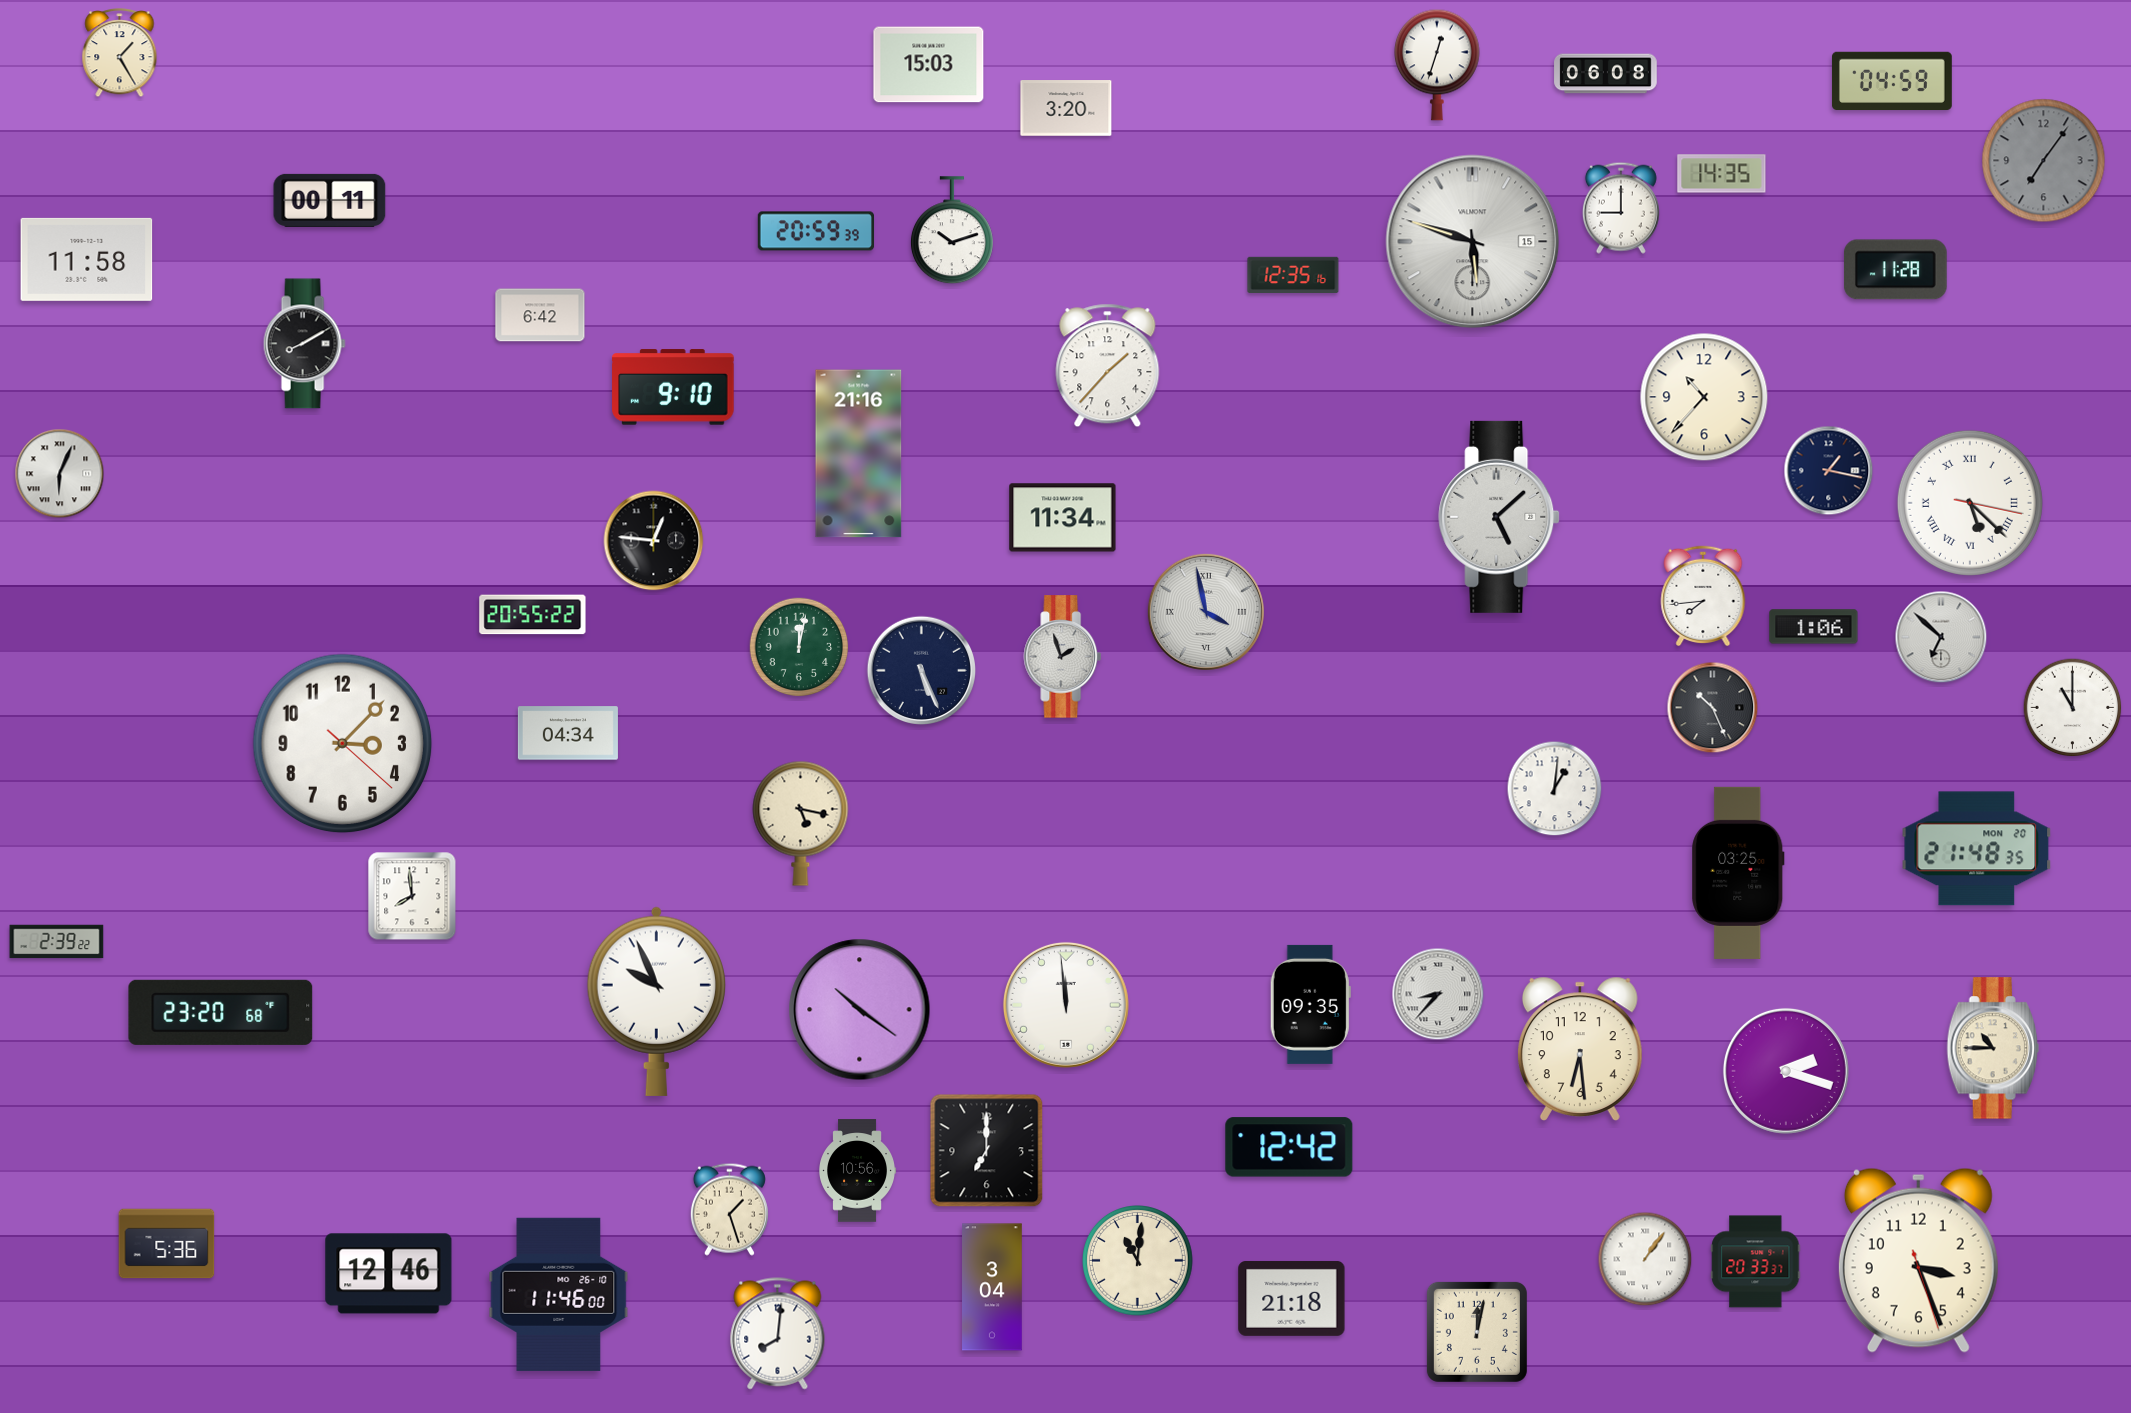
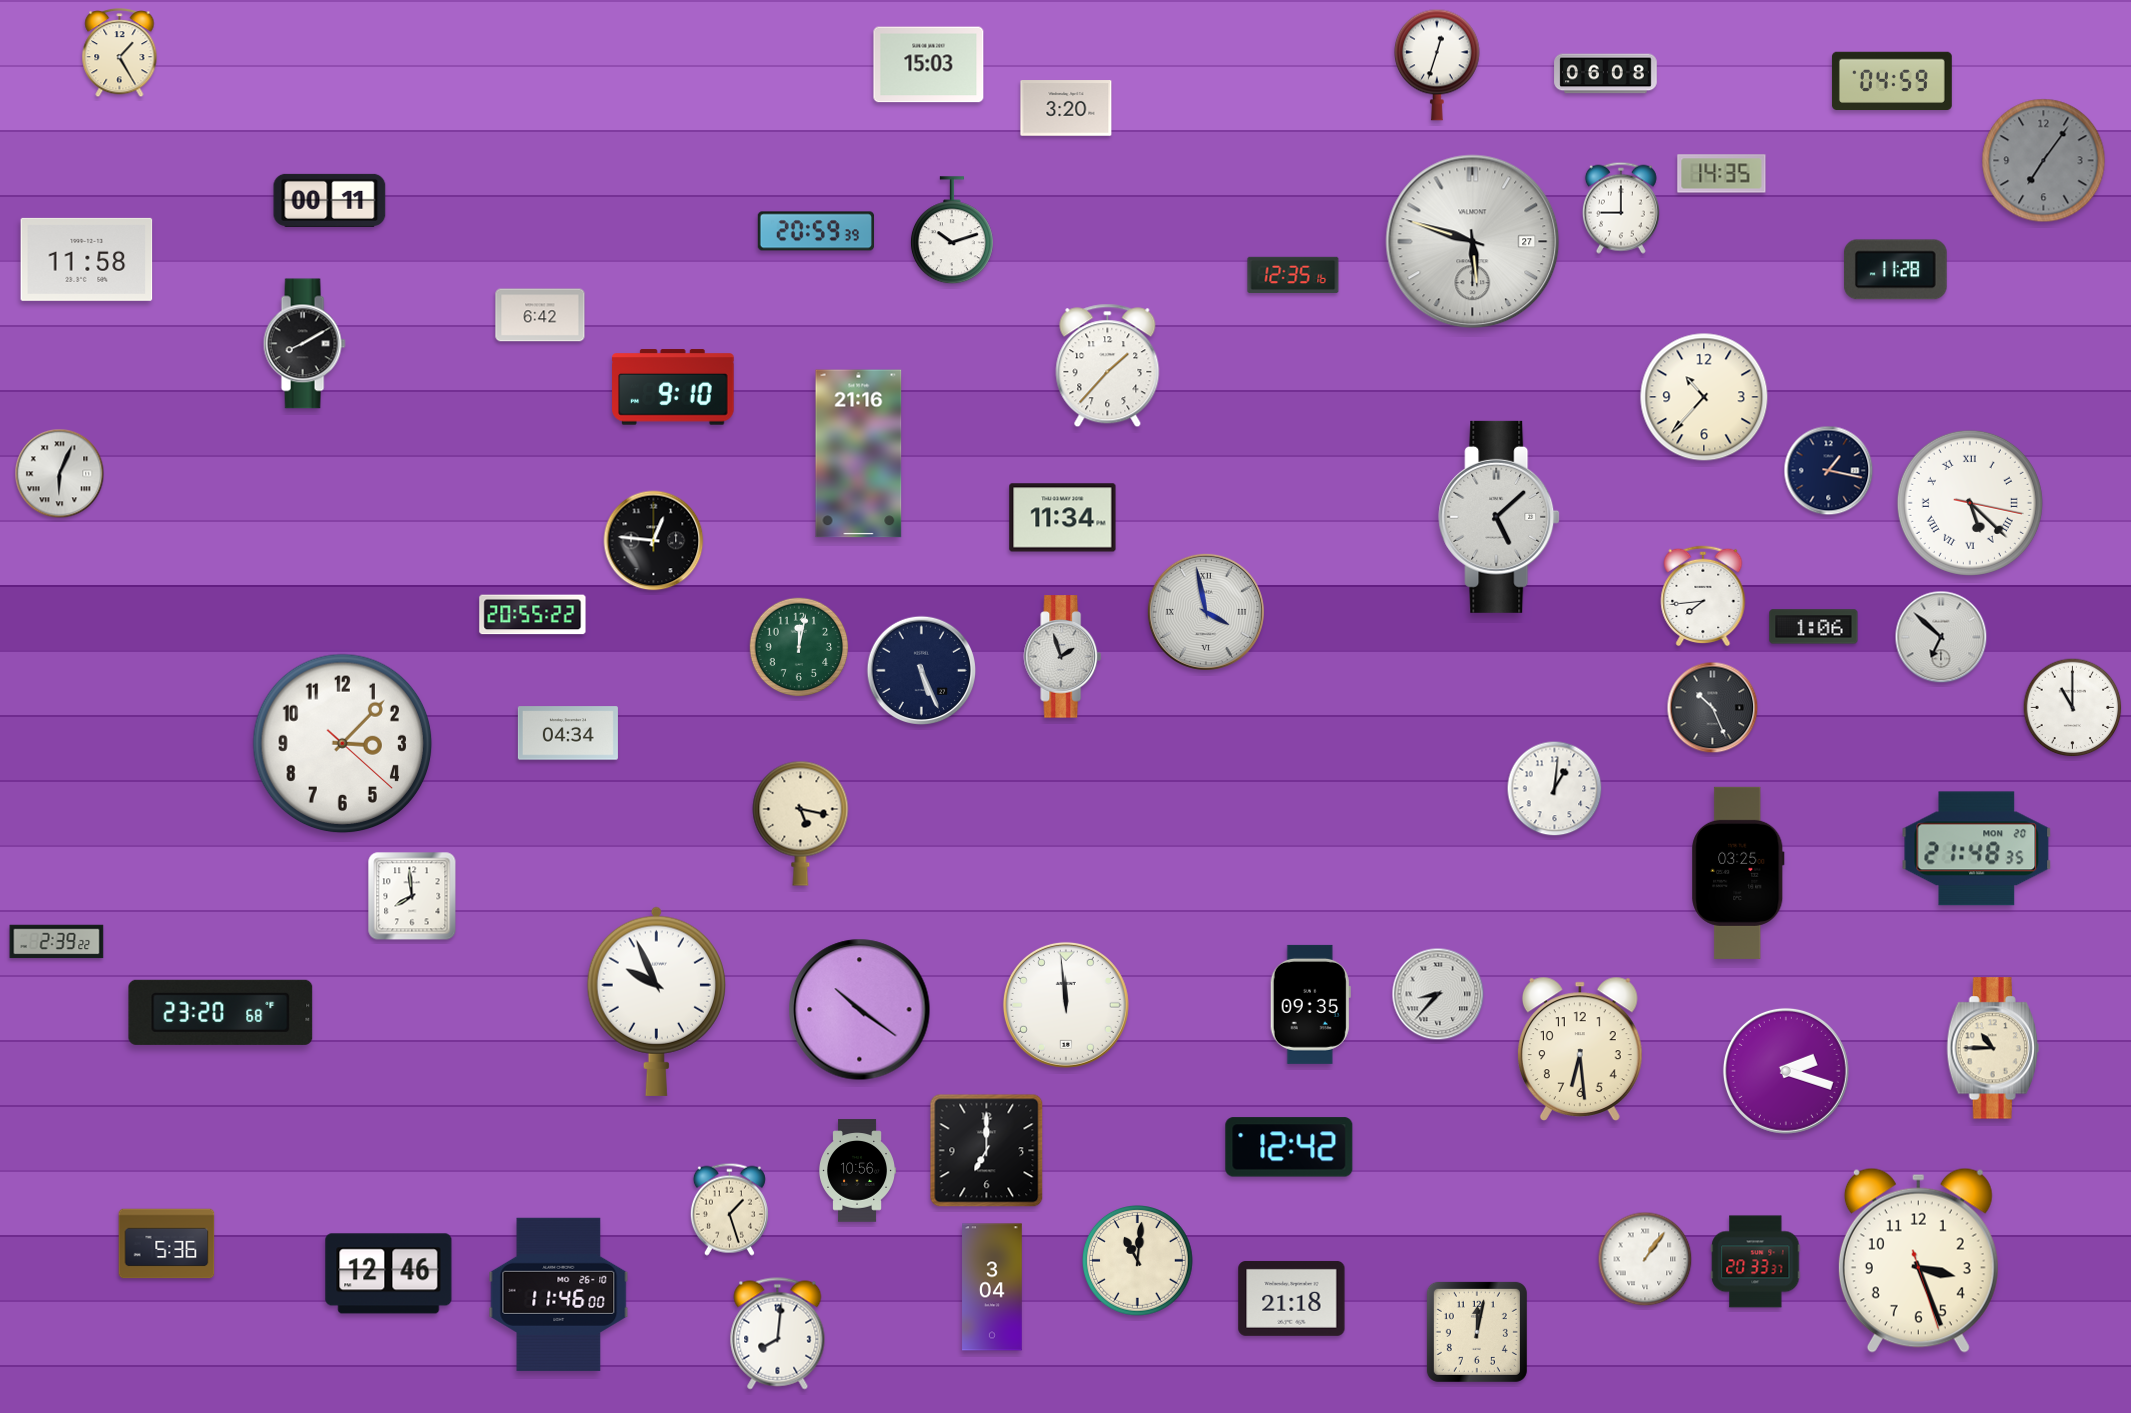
clock at (1473, 242) date: 15 -> 27
